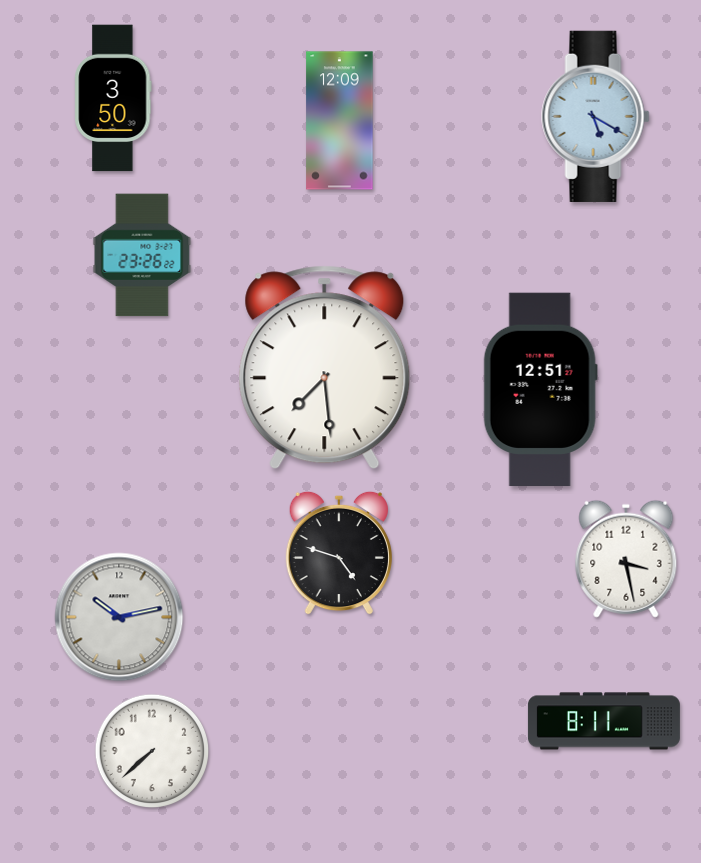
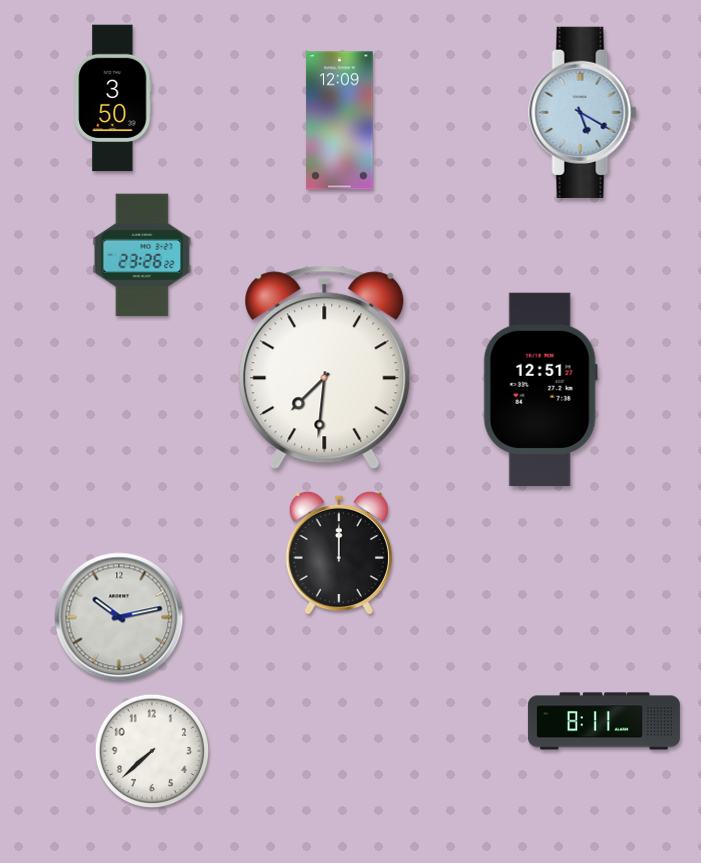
clock at (596, 116) position: (596, 116) -> (583, 112)
clock at (325, 368): 7:29 -> 7:31
clock at (339, 553): 4:48 -> 12:00
clock at (626, 559): 3:28 -> none
